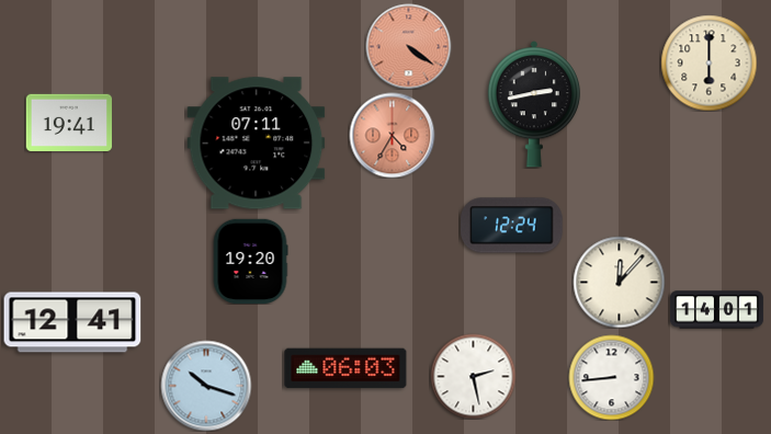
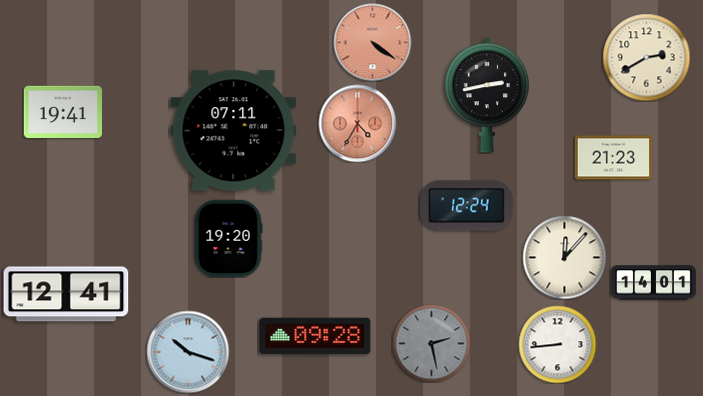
clock at (708, 62): 6:00 -> 2:40
clock at (613, 158): none -> 21:23
clock at (345, 368): 06:03 -> 09:28
clock at (473, 376) dial: white -> grey
